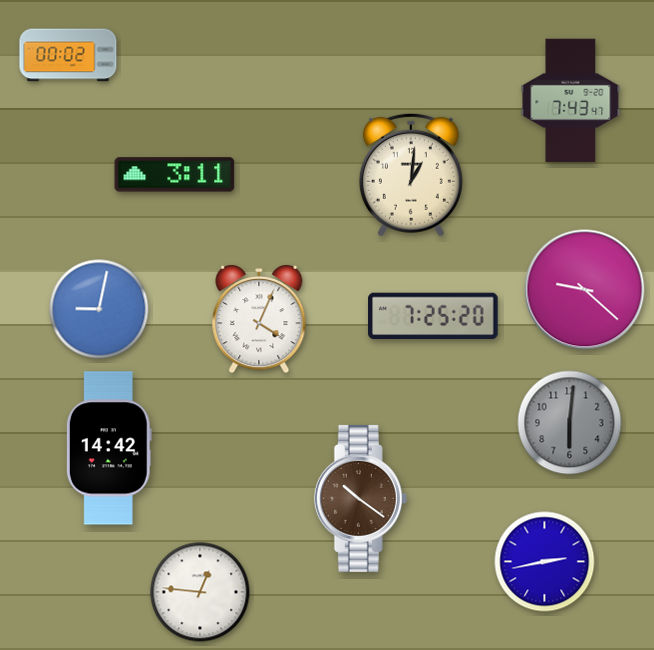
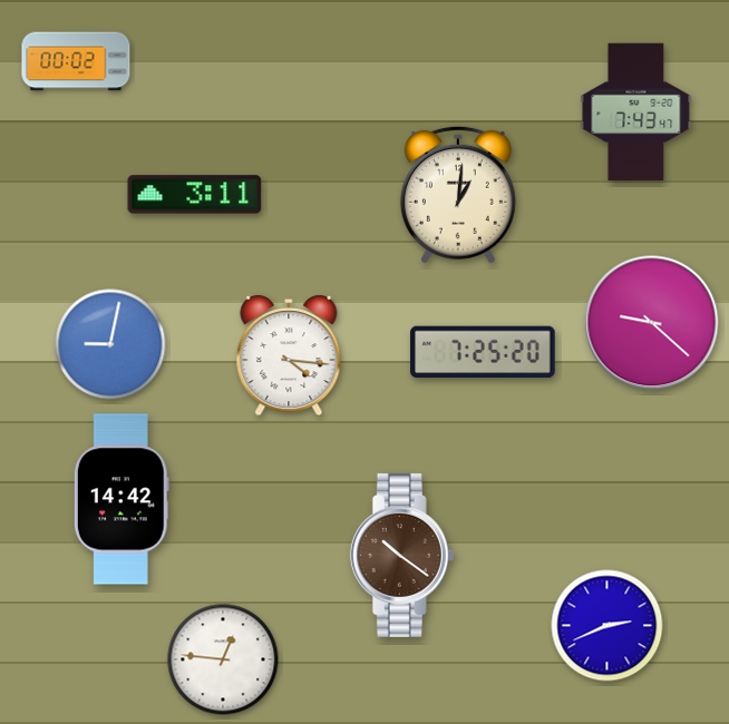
clock at (259, 319): 4:04 -> 4:16
clock at (570, 423): 6:01 -> none
clock at (545, 562): 2:43 -> 2:41
